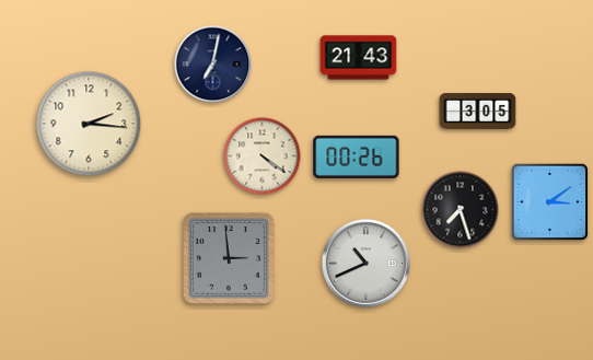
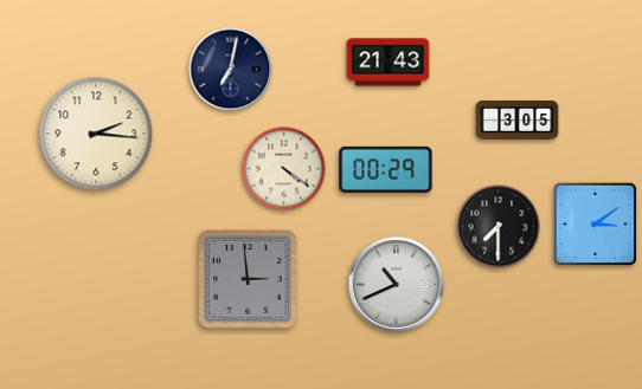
clock at (357, 156): 00:26 -> 00:29
clock at (550, 202) position: (550, 202) -> (596, 225)
clock at (461, 210): 7:27 -> 7:30
